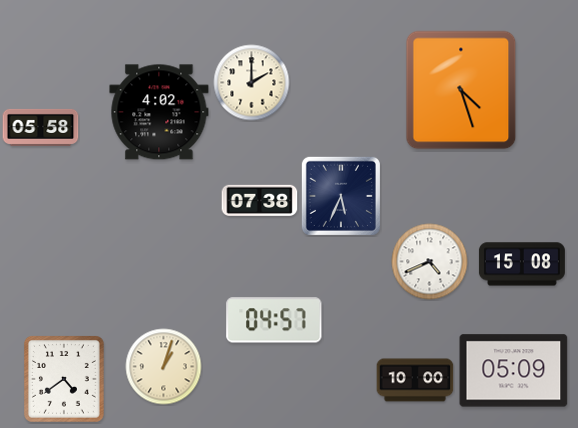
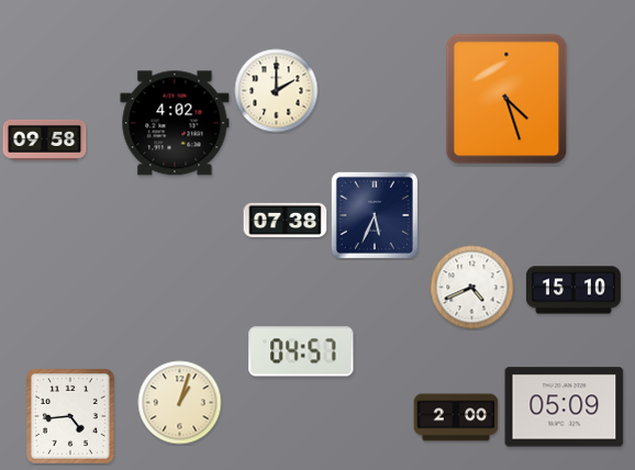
clock at (41, 127): 05:58 -> 09:58
clock at (522, 264): 15:08 -> 15:10
clock at (65, 380): 4:39 -> 4:44
clock at (415, 380): 10:00 -> 2:00
